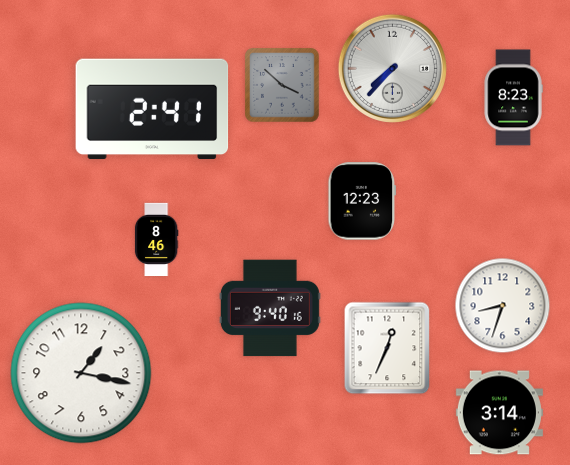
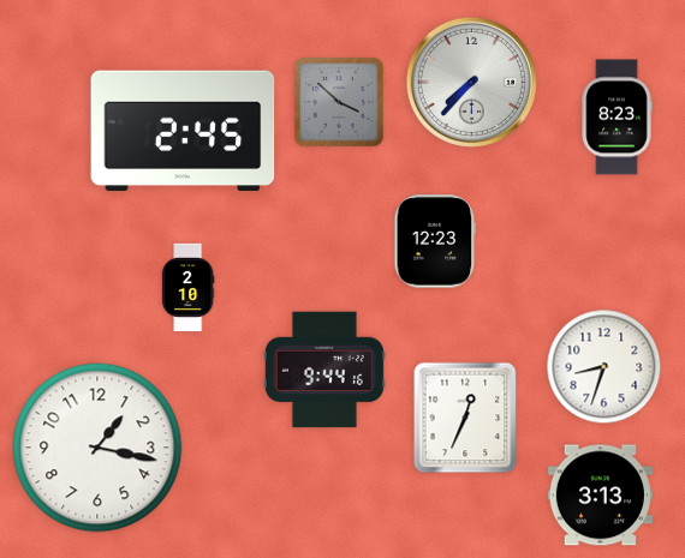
clock at (152, 109): 2:41 -> 2:45
clock at (156, 240): 8:46 -> 2:10
clock at (270, 308): 9:40 -> 9:44
clock at (499, 413): 3:14 -> 3:13
